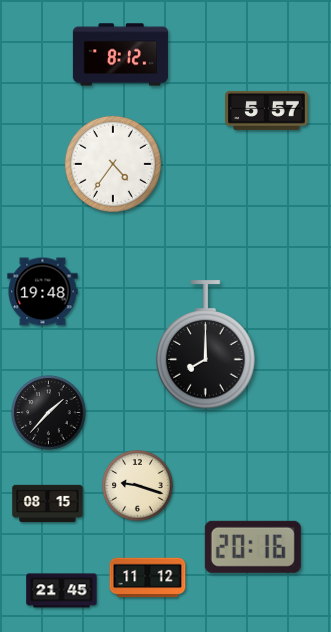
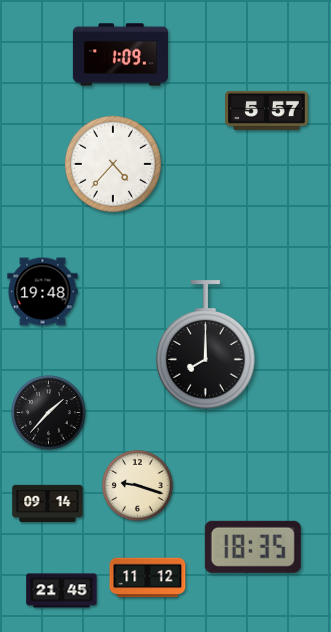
clock at (120, 55): 8:12 -> 1:09
clock at (113, 164): 4:36 -> 4:37
clock at (48, 504): 08:15 -> 09:14
clock at (253, 547): 20:16 -> 18:35
